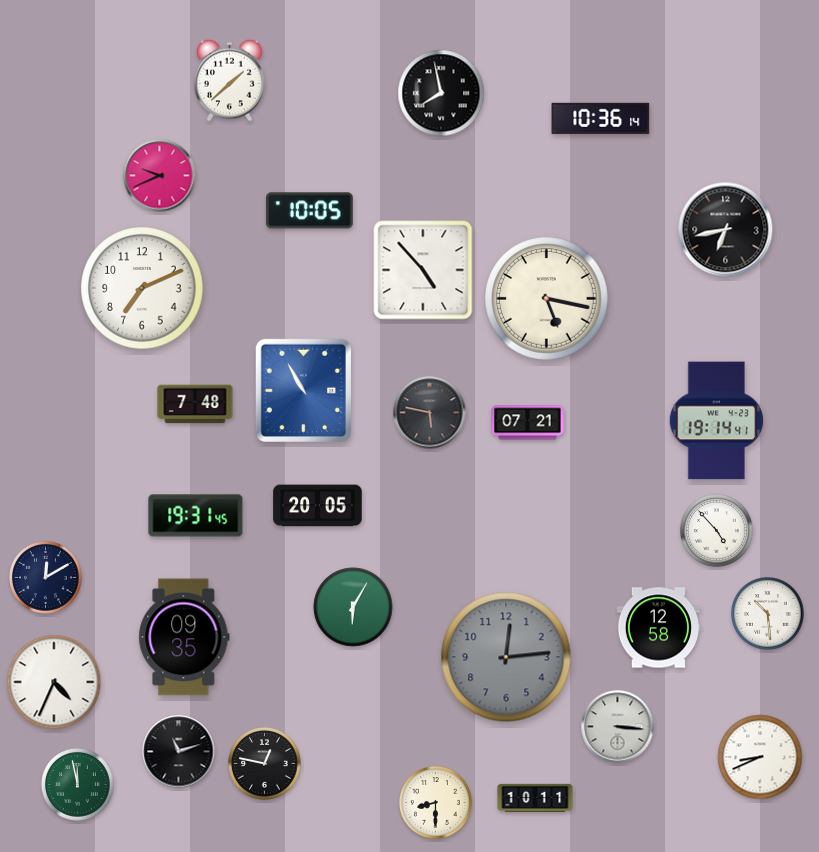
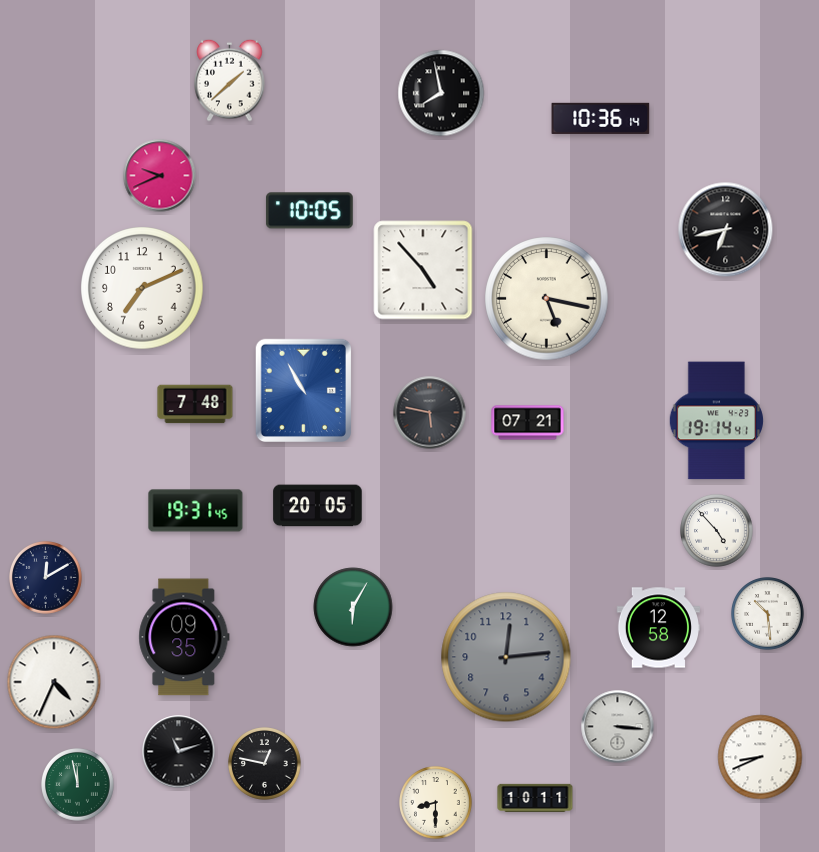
clock at (196, 516) position: (196, 516) -> (196, 511)
